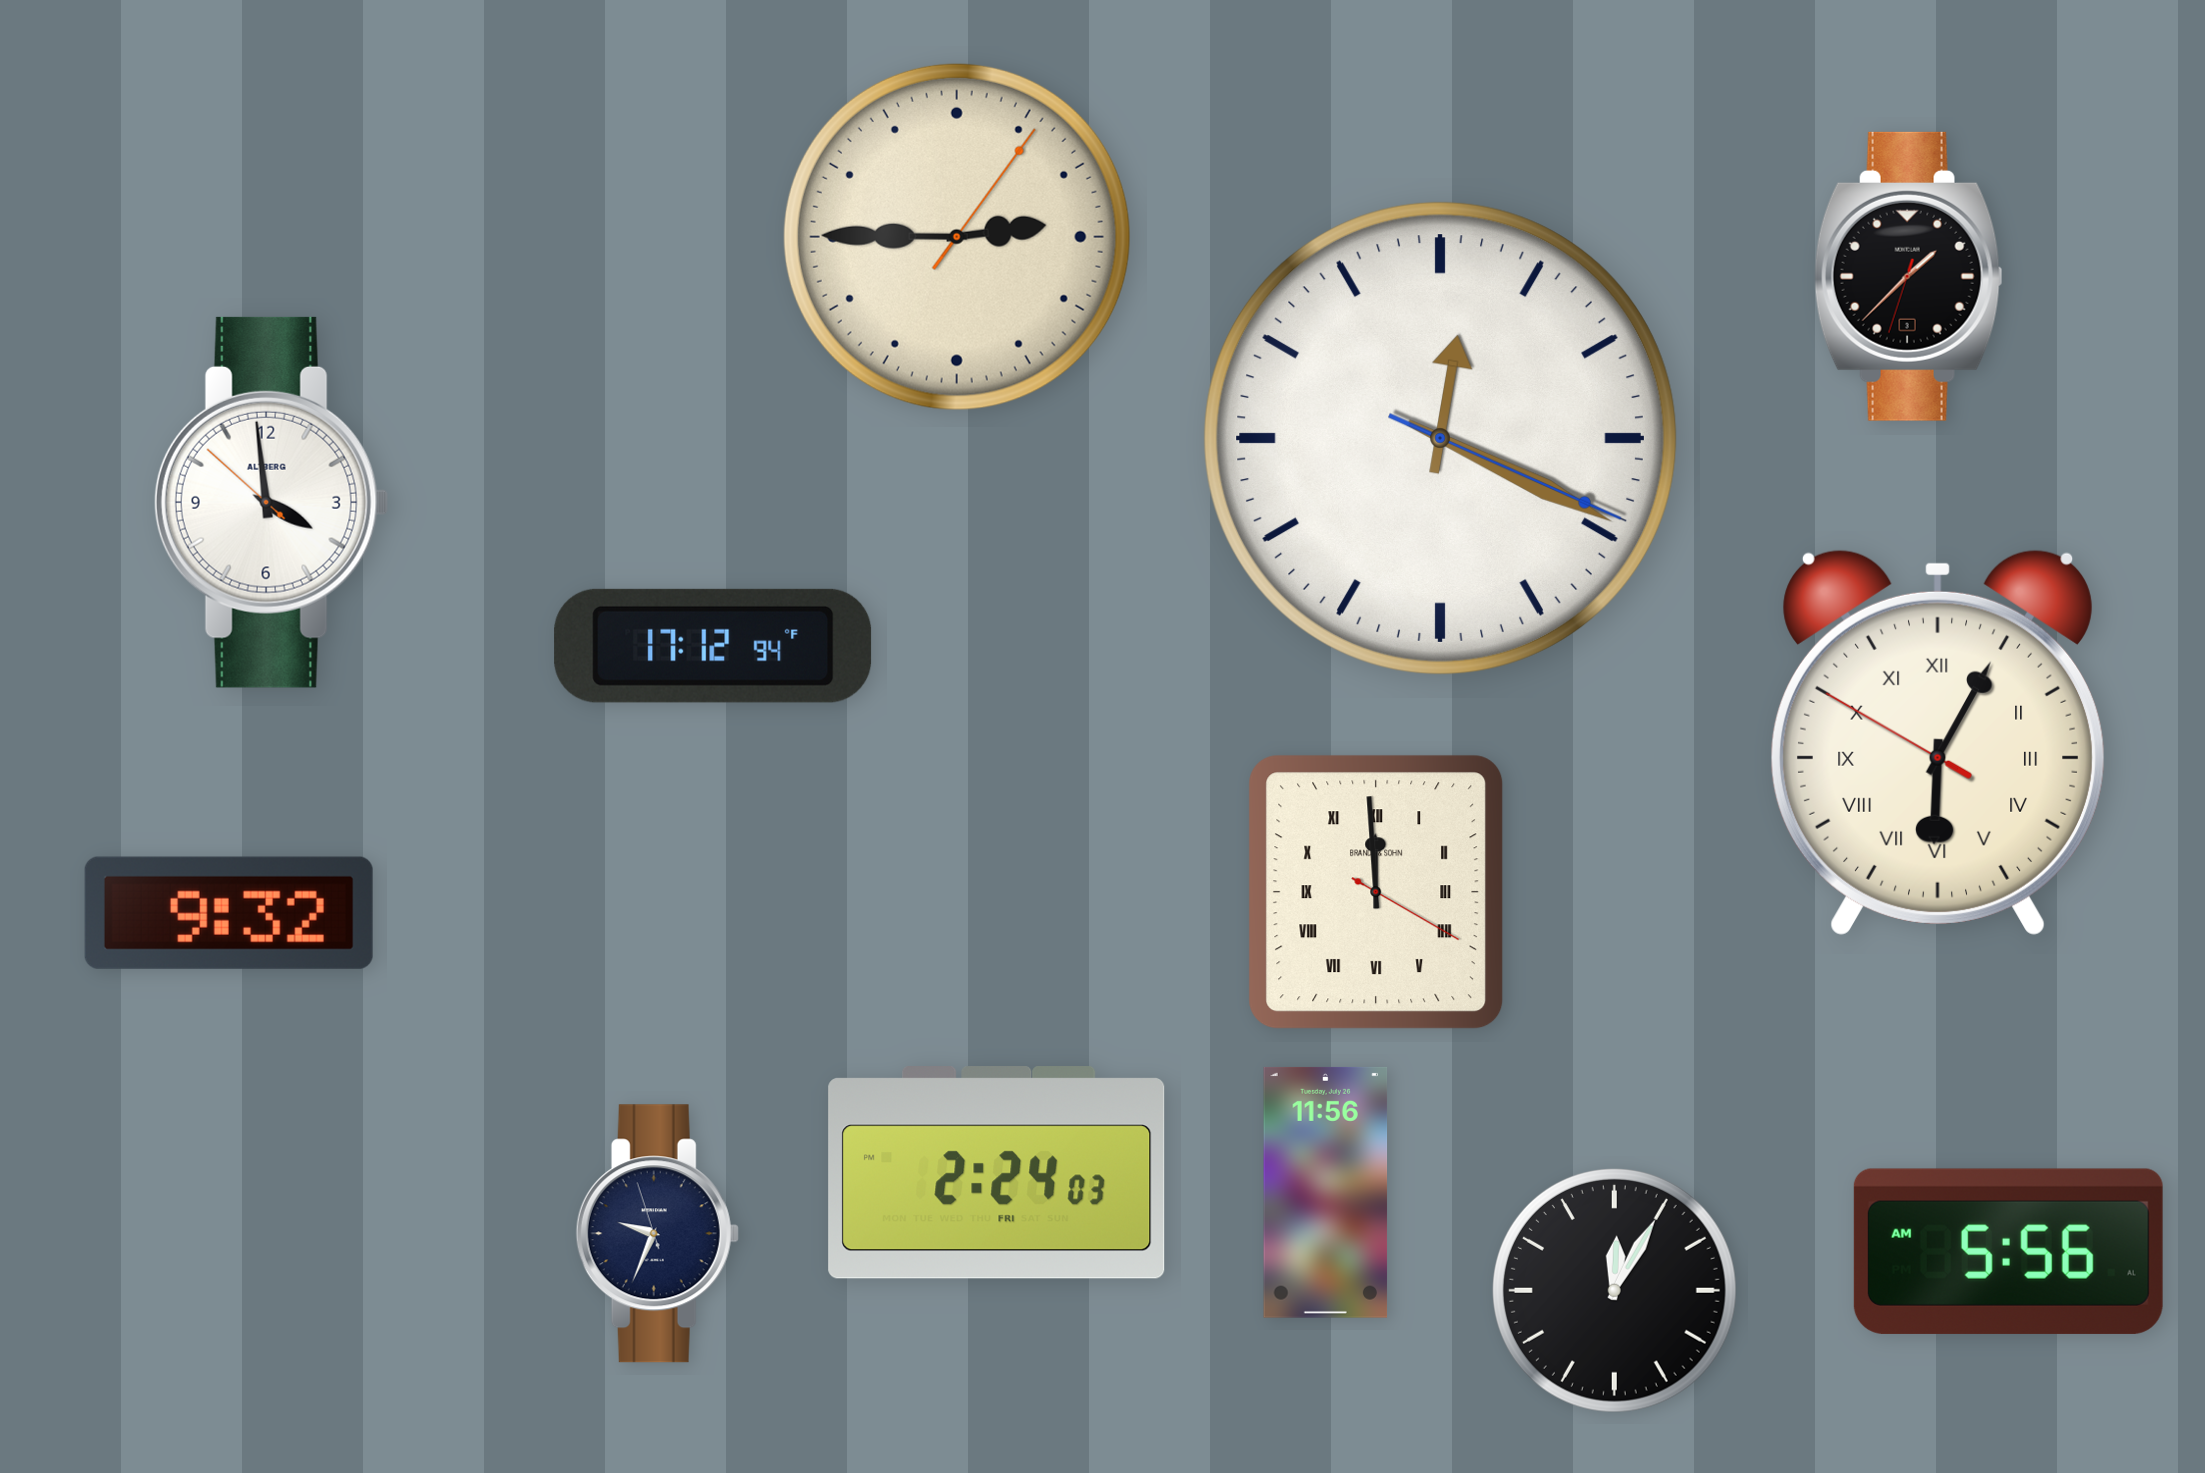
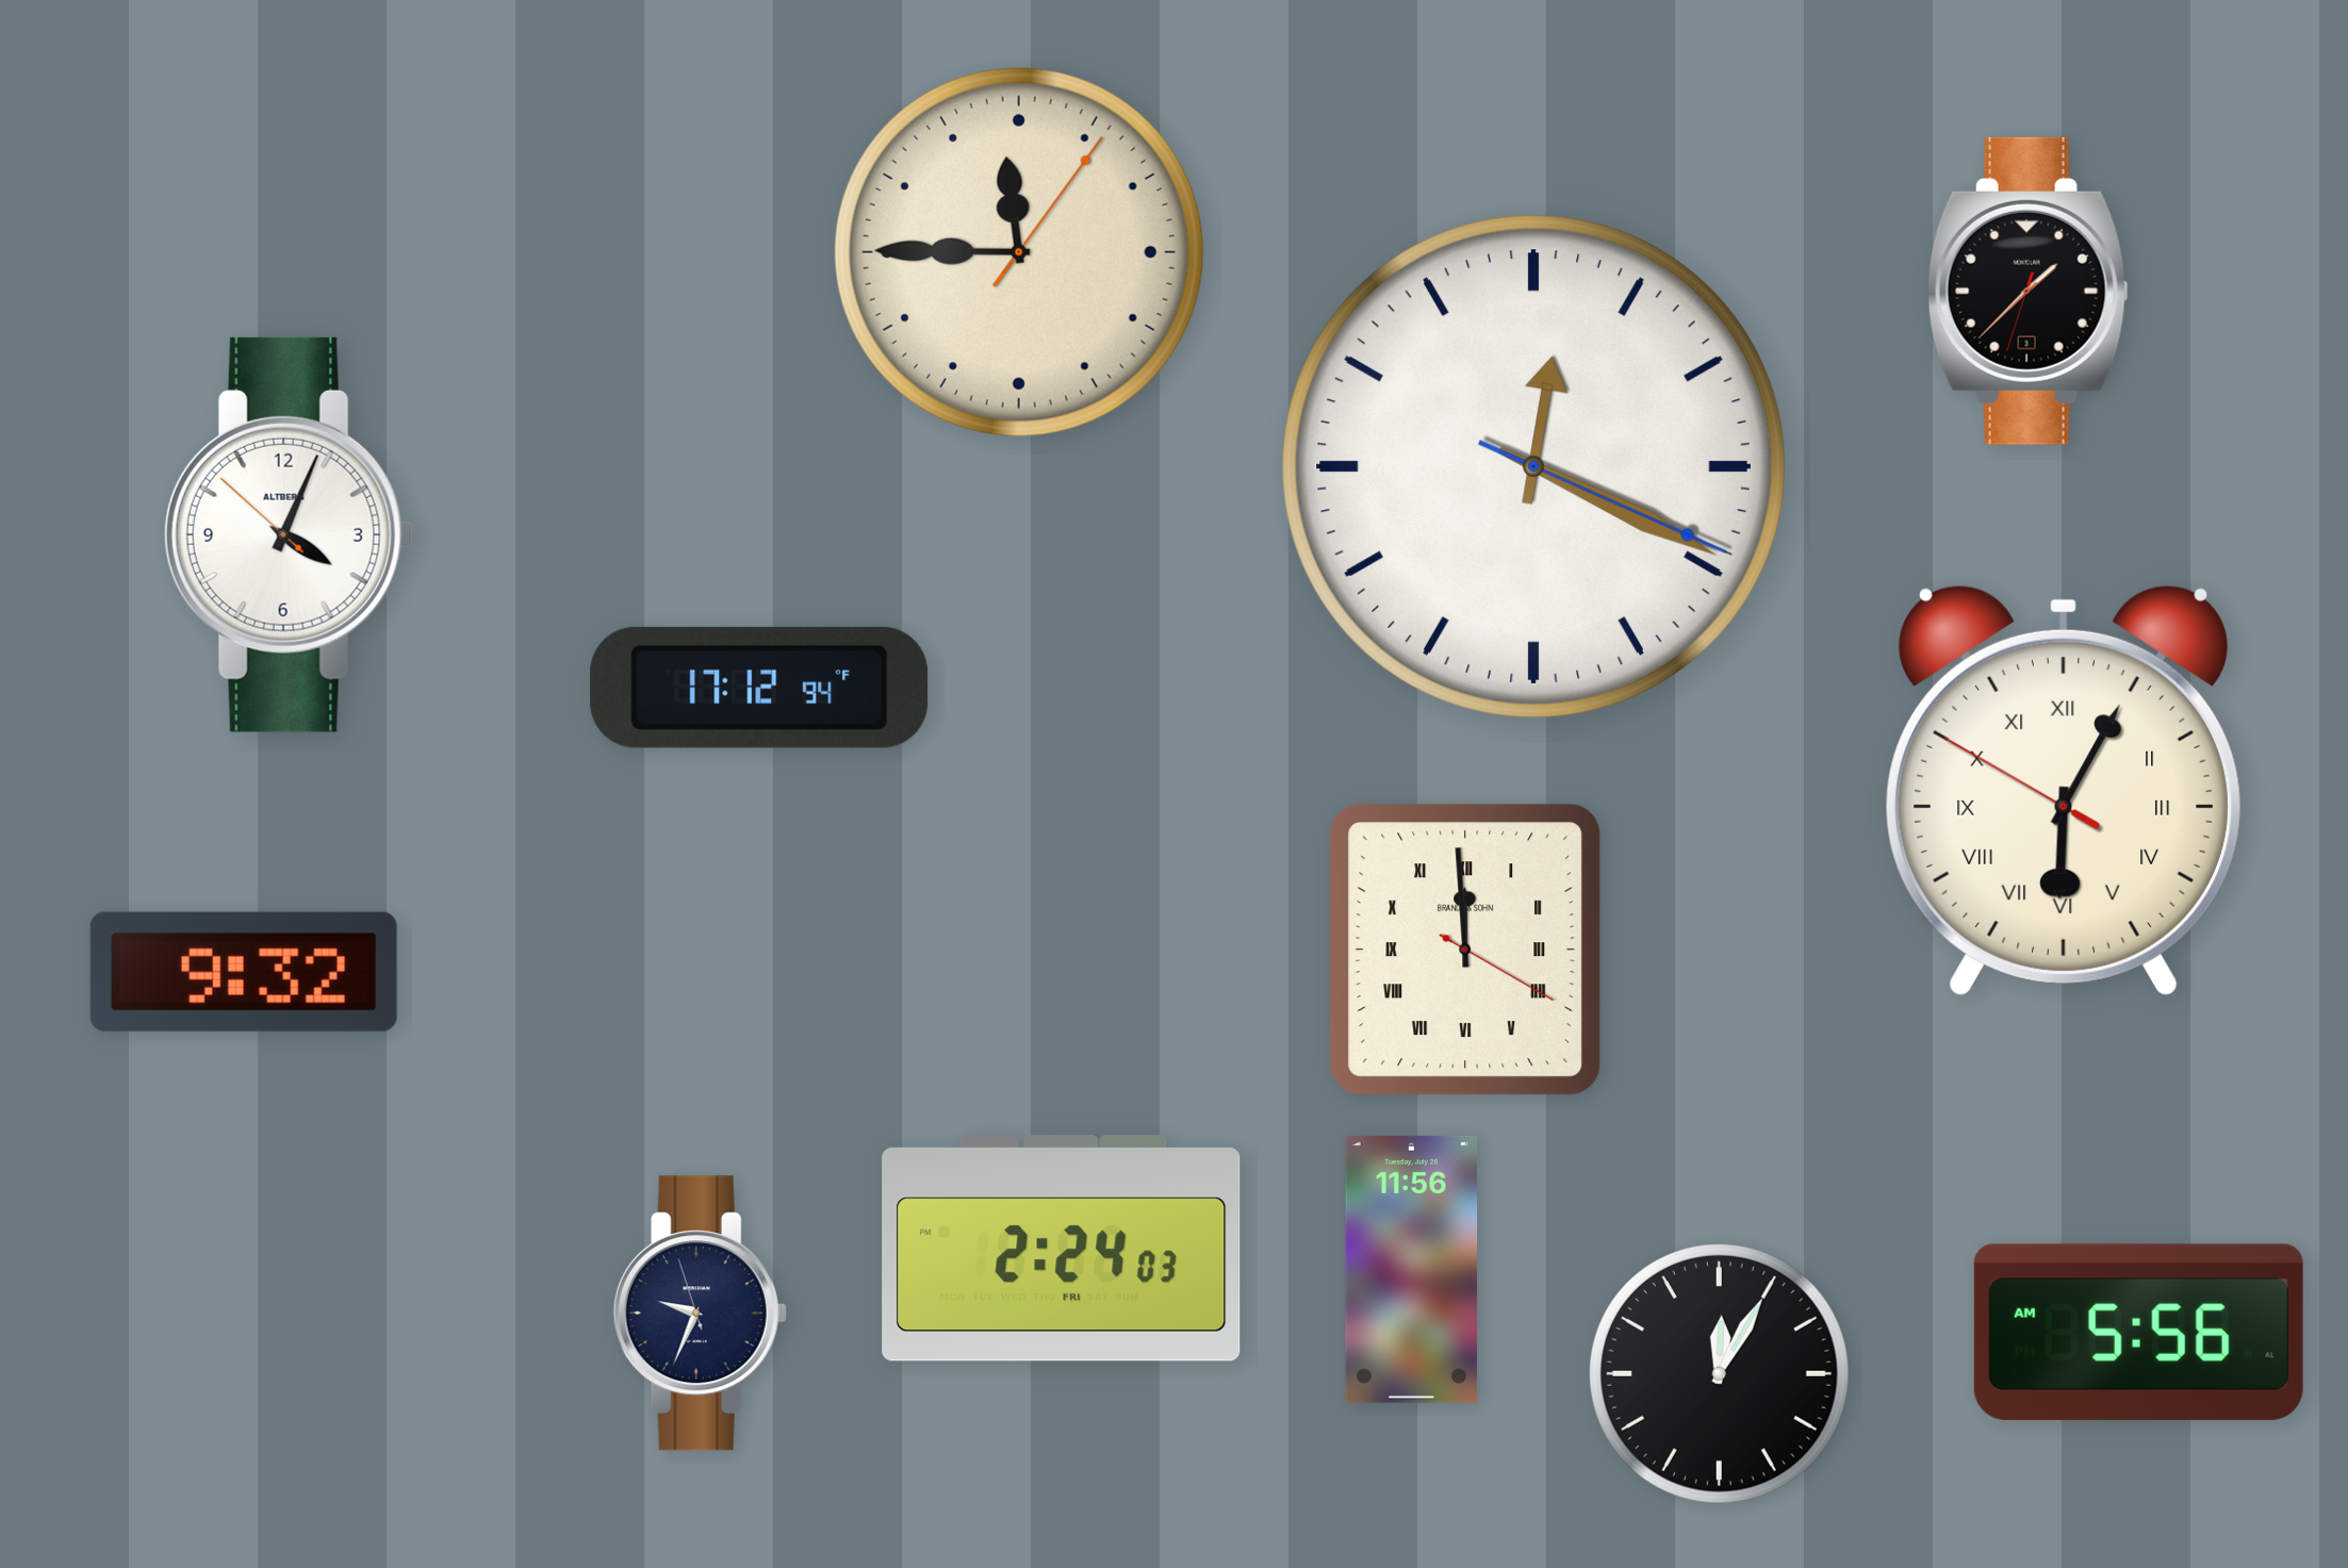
clock at (957, 237): 2:45 -> 11:45
clock at (1908, 276) position: (1908, 276) -> (2027, 291)
clock at (271, 502): 3:58 -> 4:03
